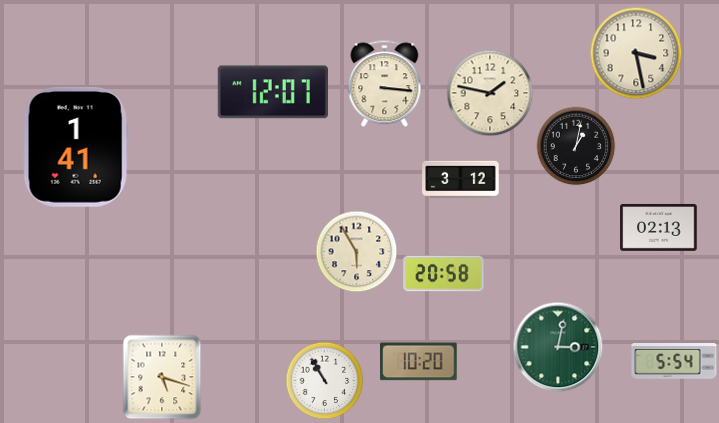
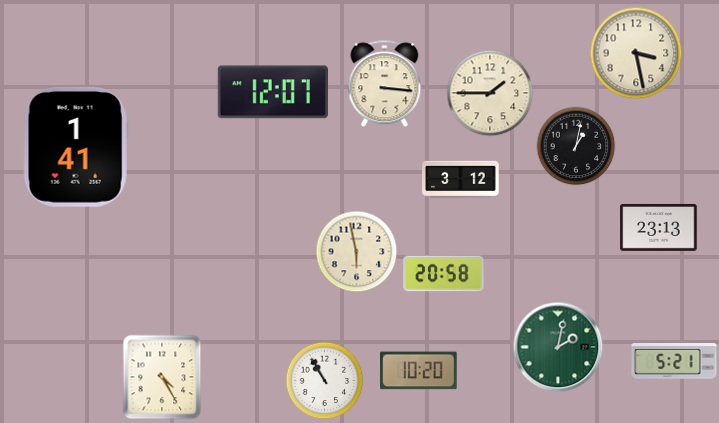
clock at (490, 93): 1:47 -> 1:45
clock at (659, 227): 02:13 -> 23:13
clock at (356, 251): 5:55 -> 5:58
clock at (558, 347): 3:02 -> 2:02
clock at (674, 361): 5:54 -> 5:21
clock at (419, 362) position: (419, 362) -> (419, 371)
clock at (162, 377): 5:18 -> 4:25
